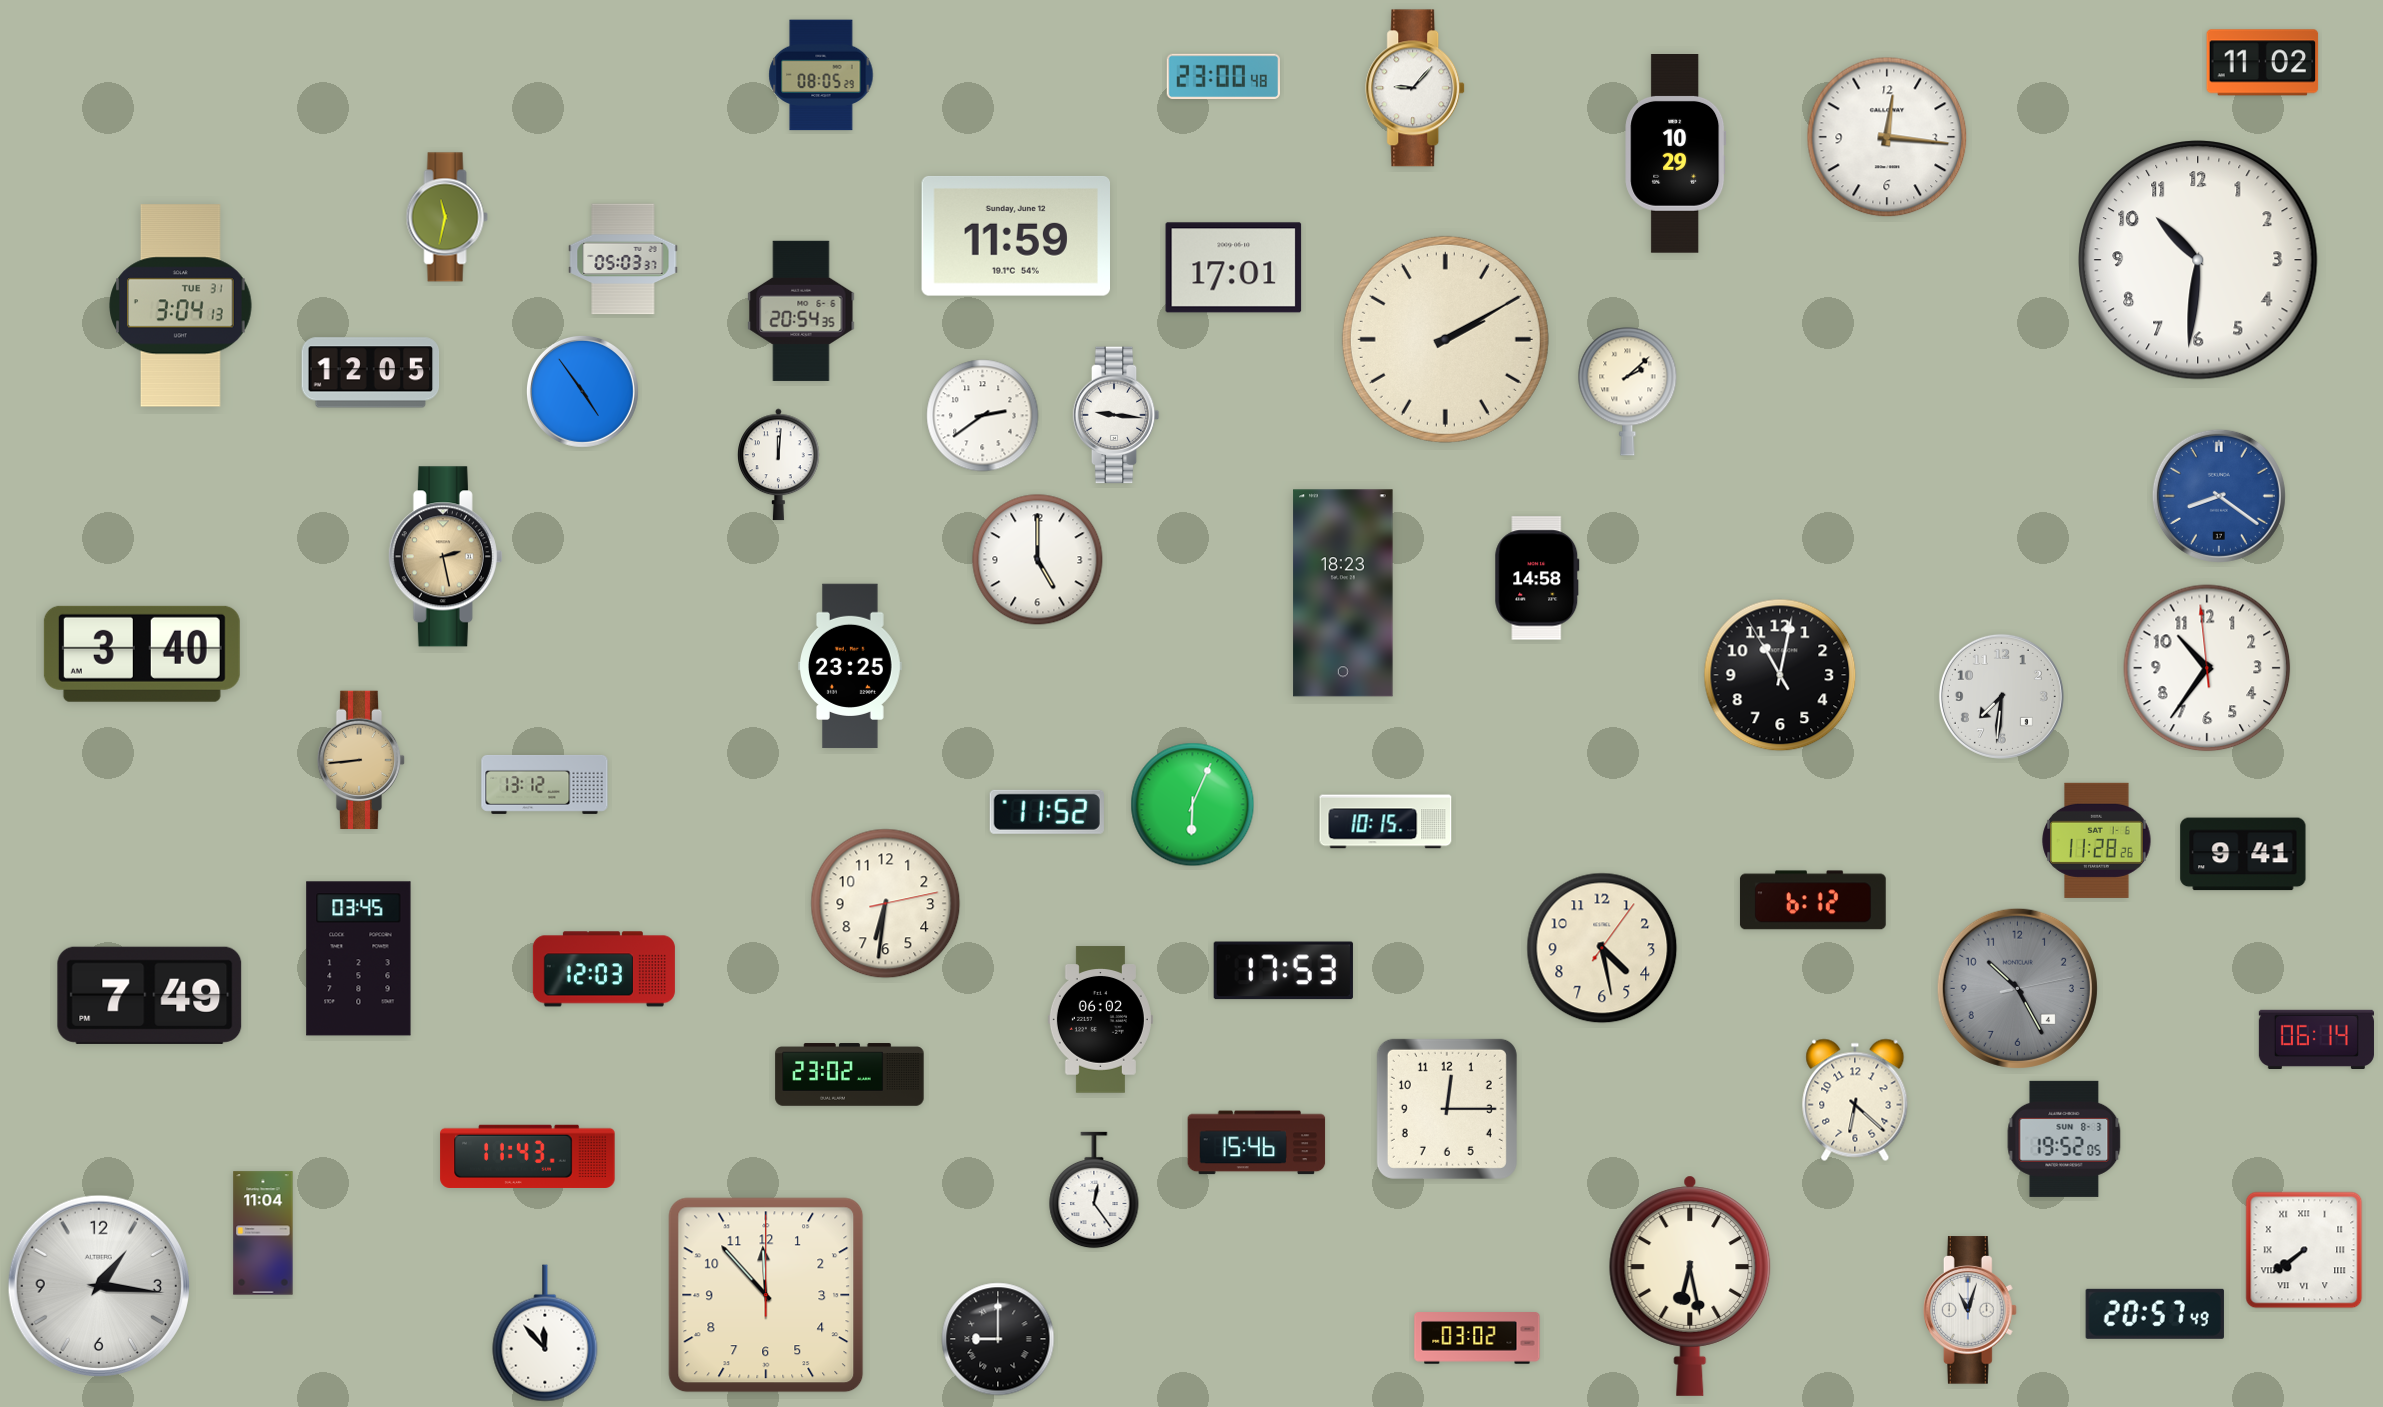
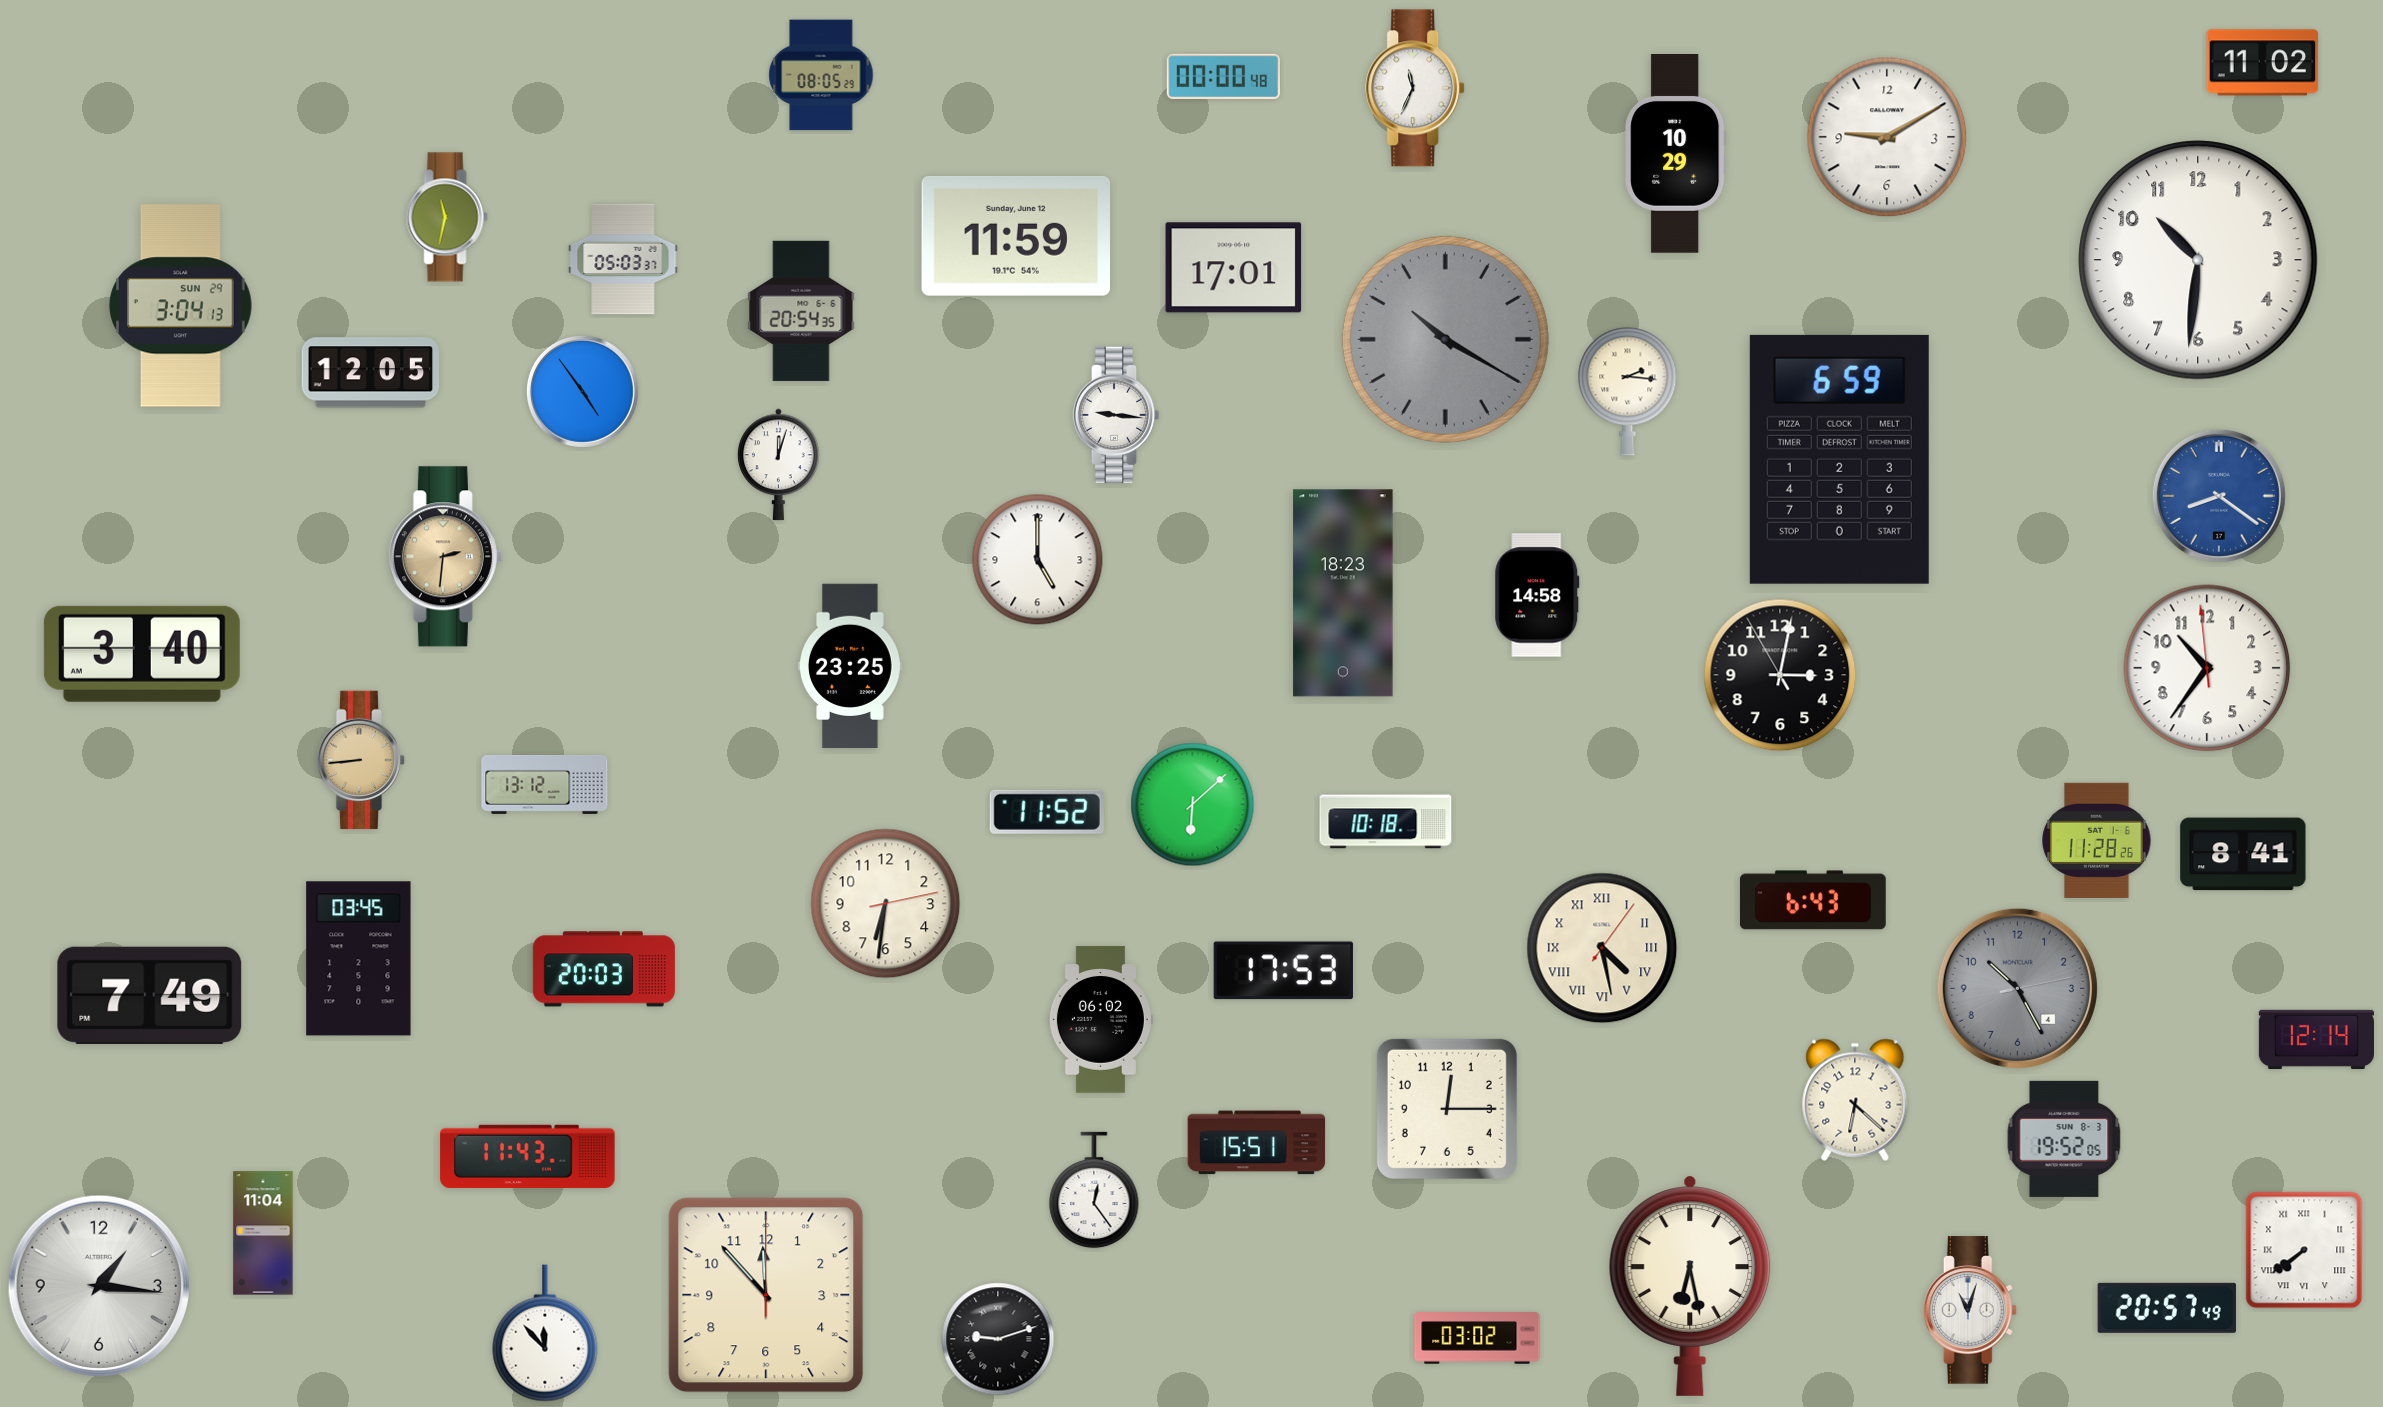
clock at (1223, 77): 23:00 -> 00:00
clock at (1416, 88): 9:07 -> 11:34
clock at (1887, 137): 12:16 -> 9:10
clock at (181, 306) date: TUE 31 -> SUN 29
clock at (1445, 339): 2:10 -> 10:20
clock at (1445, 339) dial: cream -> grey
clock at (1628, 391): 2:08 -> 2:16
clock at (983, 416): 2:39 -> none
clock at (1839, 459): none -> 6:59
clock at (779, 465): 12:01 -> 12:03
clock at (445, 557): 2:28 -> 2:31
clock at (1537, 578) position: (1537, 578) -> (1537, 595)
clock at (1780, 675): 11:01 -> 3:01
clock at (2001, 696): 7:31 -> none
clock at (1193, 805): 6:04 -> 6:08
clock at (1386, 822): 10:15 -> 10:18
clock at (2243, 854): 9:41 -> 8:41
clock at (1813, 900): 6:12 -> 6:43
clock at (1602, 948) numerals: Arabic -> Roman
clock at (604, 969): 12:03 -> 20:03
clock at (2316, 1039): 06:14 -> 12:14
clock at (850, 1075): 23:02 -> none
clock at (1257, 1143): 15:46 -> 15:51
clock at (2155, 1314) position: (2155, 1314) -> (2167, 1308)
clock at (998, 1339): 9:00 -> 9:12
